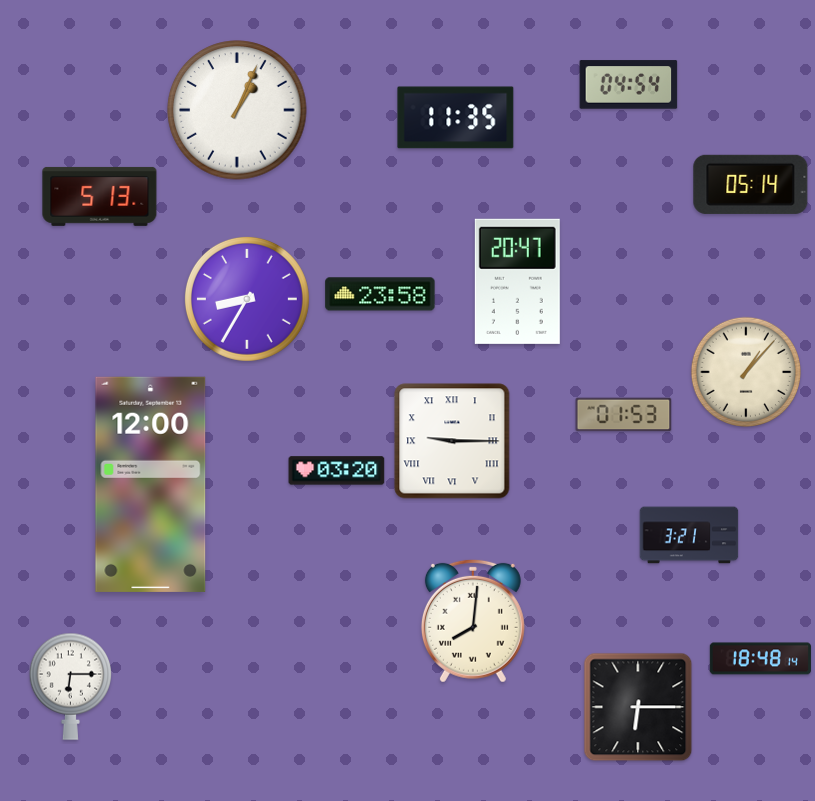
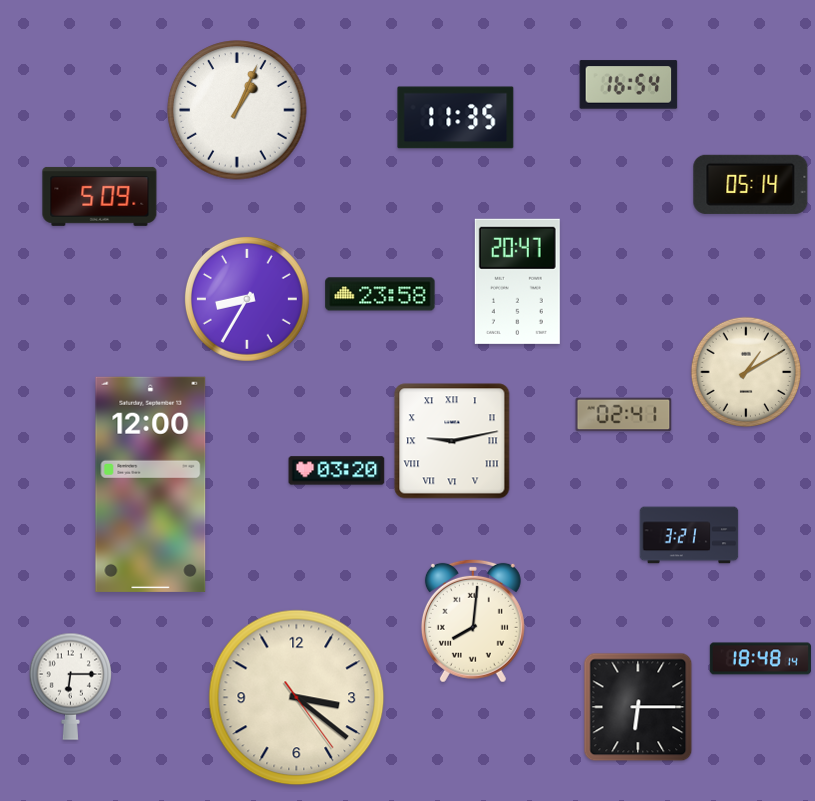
clock at (629, 85): 04:54 -> 16:54
clock at (100, 196): 5:13 -> 5:09
clock at (745, 371): 1:07 -> 1:10
clock at (624, 415): 01:53 -> 02:41
clock at (452, 441): 9:15 -> 9:13
clock at (297, 698): none -> 3:21
